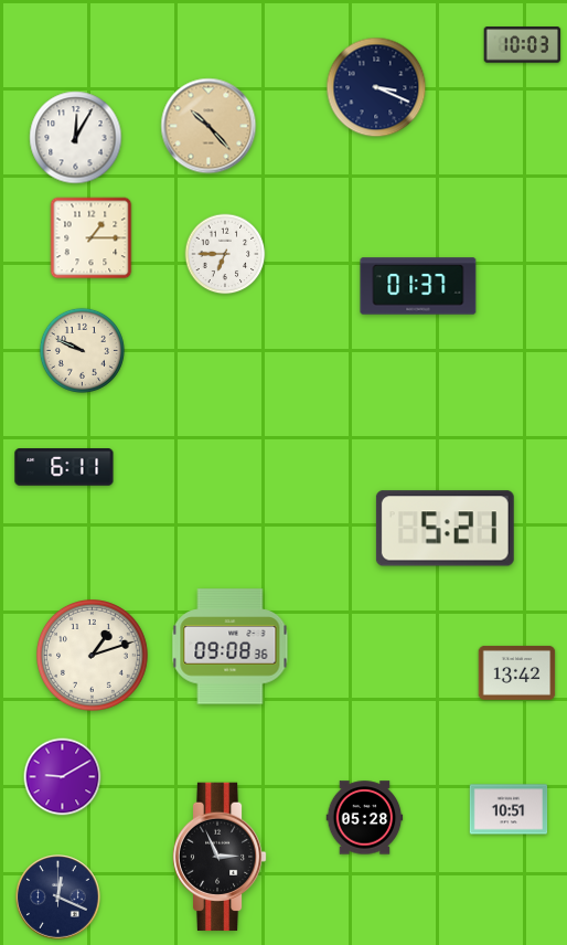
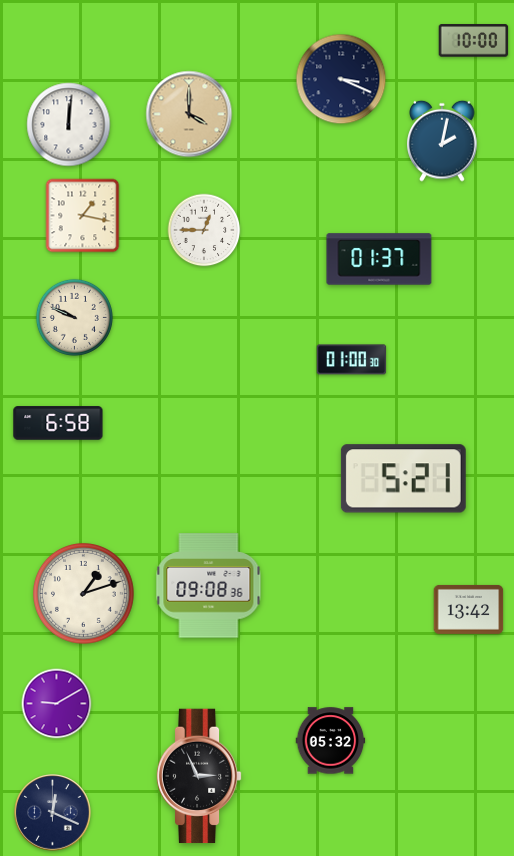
clock at (523, 45): 10:03 -> 10:00
clock at (208, 126): 10:23 -> 4:00
clock at (76, 138): 12:05 -> 12:01
clock at (442, 141): none -> 2:02
clock at (92, 238): 1:15 -> 1:17
clock at (225, 254): 6:45 -> 12:45
clock at (352, 360): none -> 01:00
clock at (64, 467): 6:11 -> 6:58
clock at (509, 809): 10:51 -> none
clock at (365, 818): 05:28 -> 05:32
